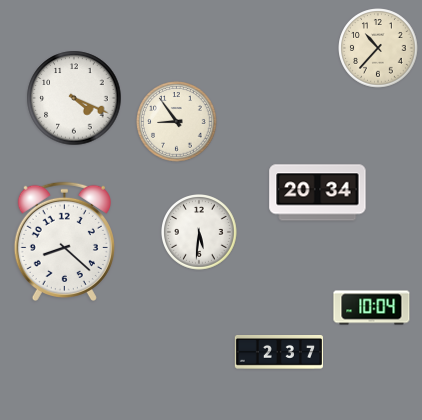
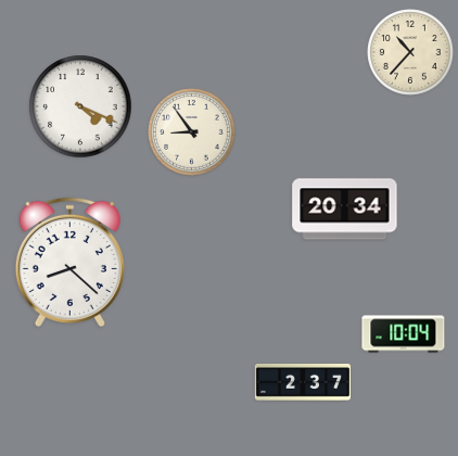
clock at (200, 233): 5:31 -> none
